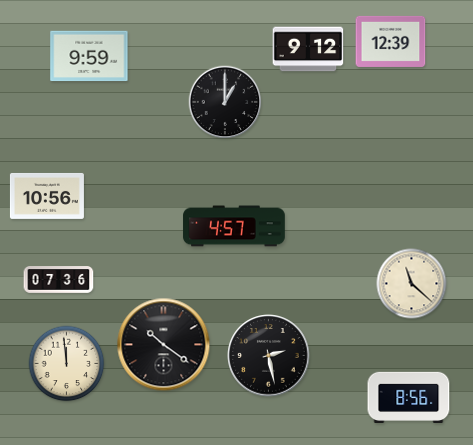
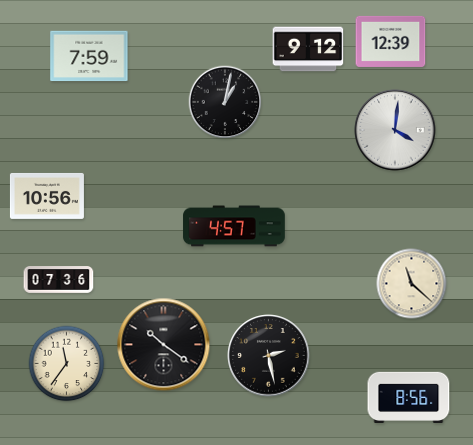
clock at (89, 56): 9:59 -> 7:59
clock at (225, 102): 1:00 -> 1:02
clock at (395, 130): none -> 4:01
clock at (67, 364): 11:59 -> 11:36
